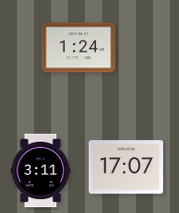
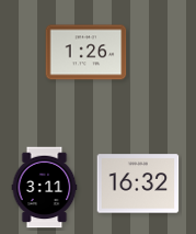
clock at (79, 48): 1:24 -> 1:26
clock at (126, 167): 17:07 -> 16:32
